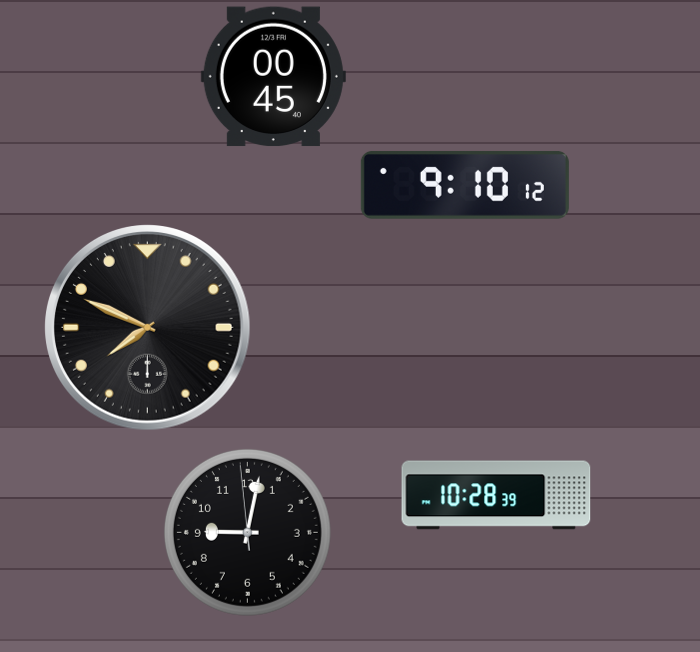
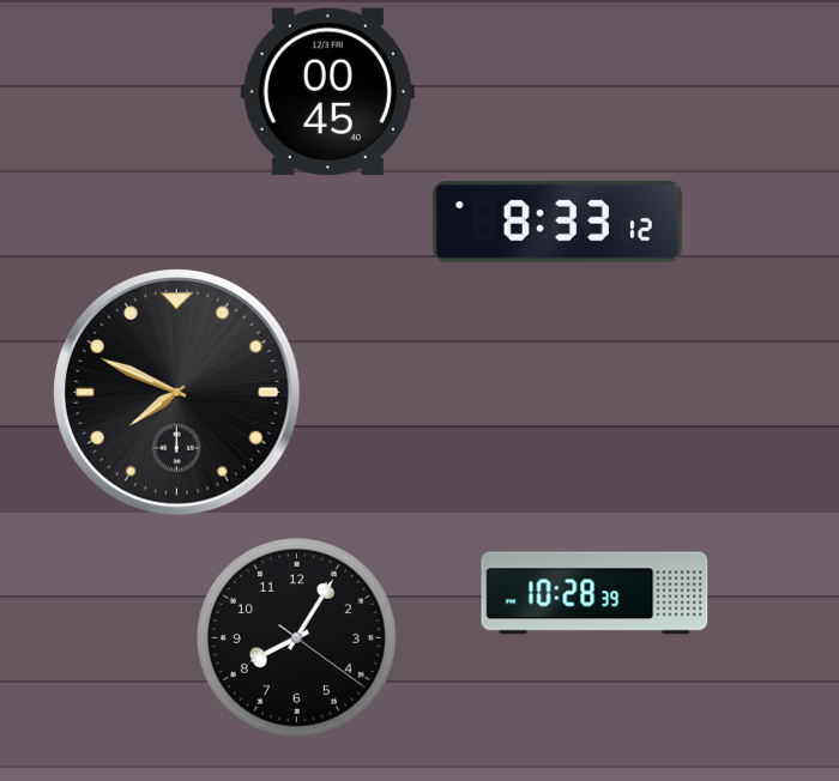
clock at (465, 185): 9:10 -> 8:33
clock at (247, 532): 9:01 -> 8:05
